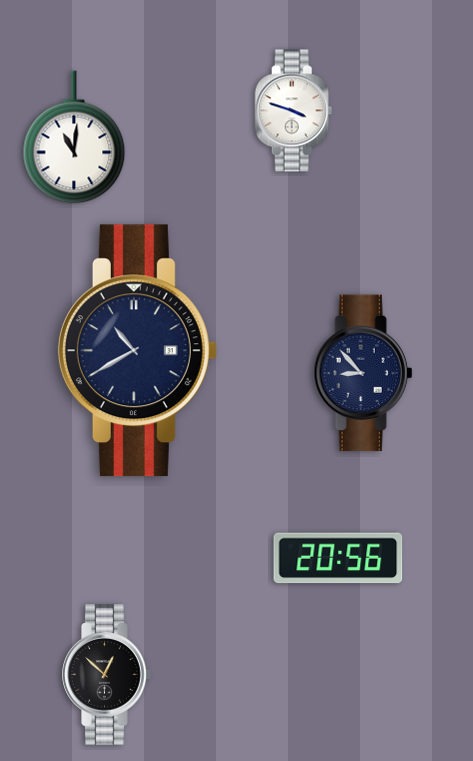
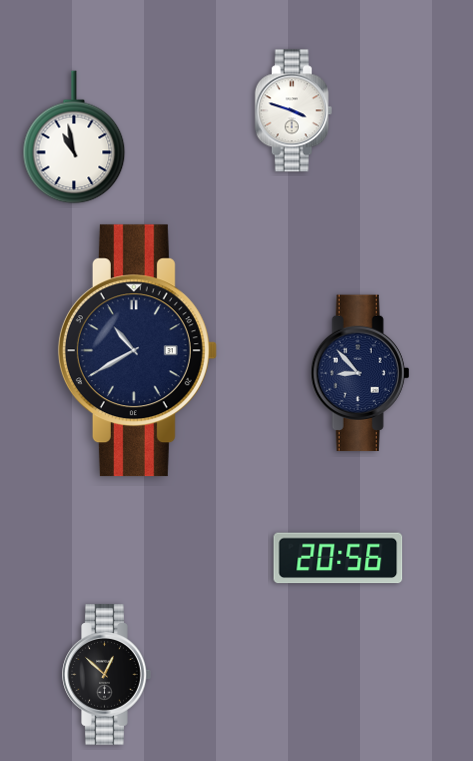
clock at (74, 137): 11:01 -> 10:58
clock at (363, 373) position: (363, 373) -> (360, 373)
